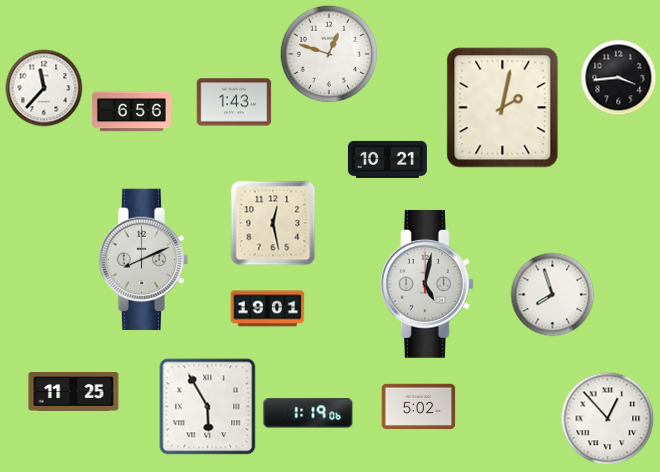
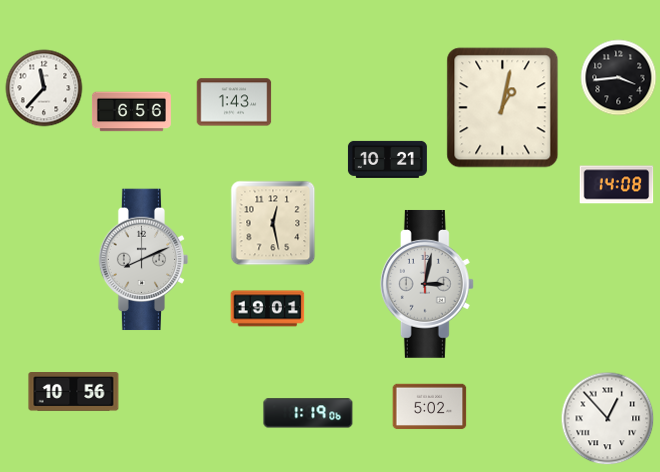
clock at (329, 54): 12:48 -> none
clock at (503, 108): 2:02 -> 1:02
clock at (617, 185): none -> 14:08
clock at (427, 284): 5:02 -> 3:02
clock at (553, 295): 7:57 -> none
clock at (74, 392): 11:25 -> 10:56
clock at (208, 407): 5:55 -> none
clock at (419, 407) position: (419, 407) -> (430, 407)
